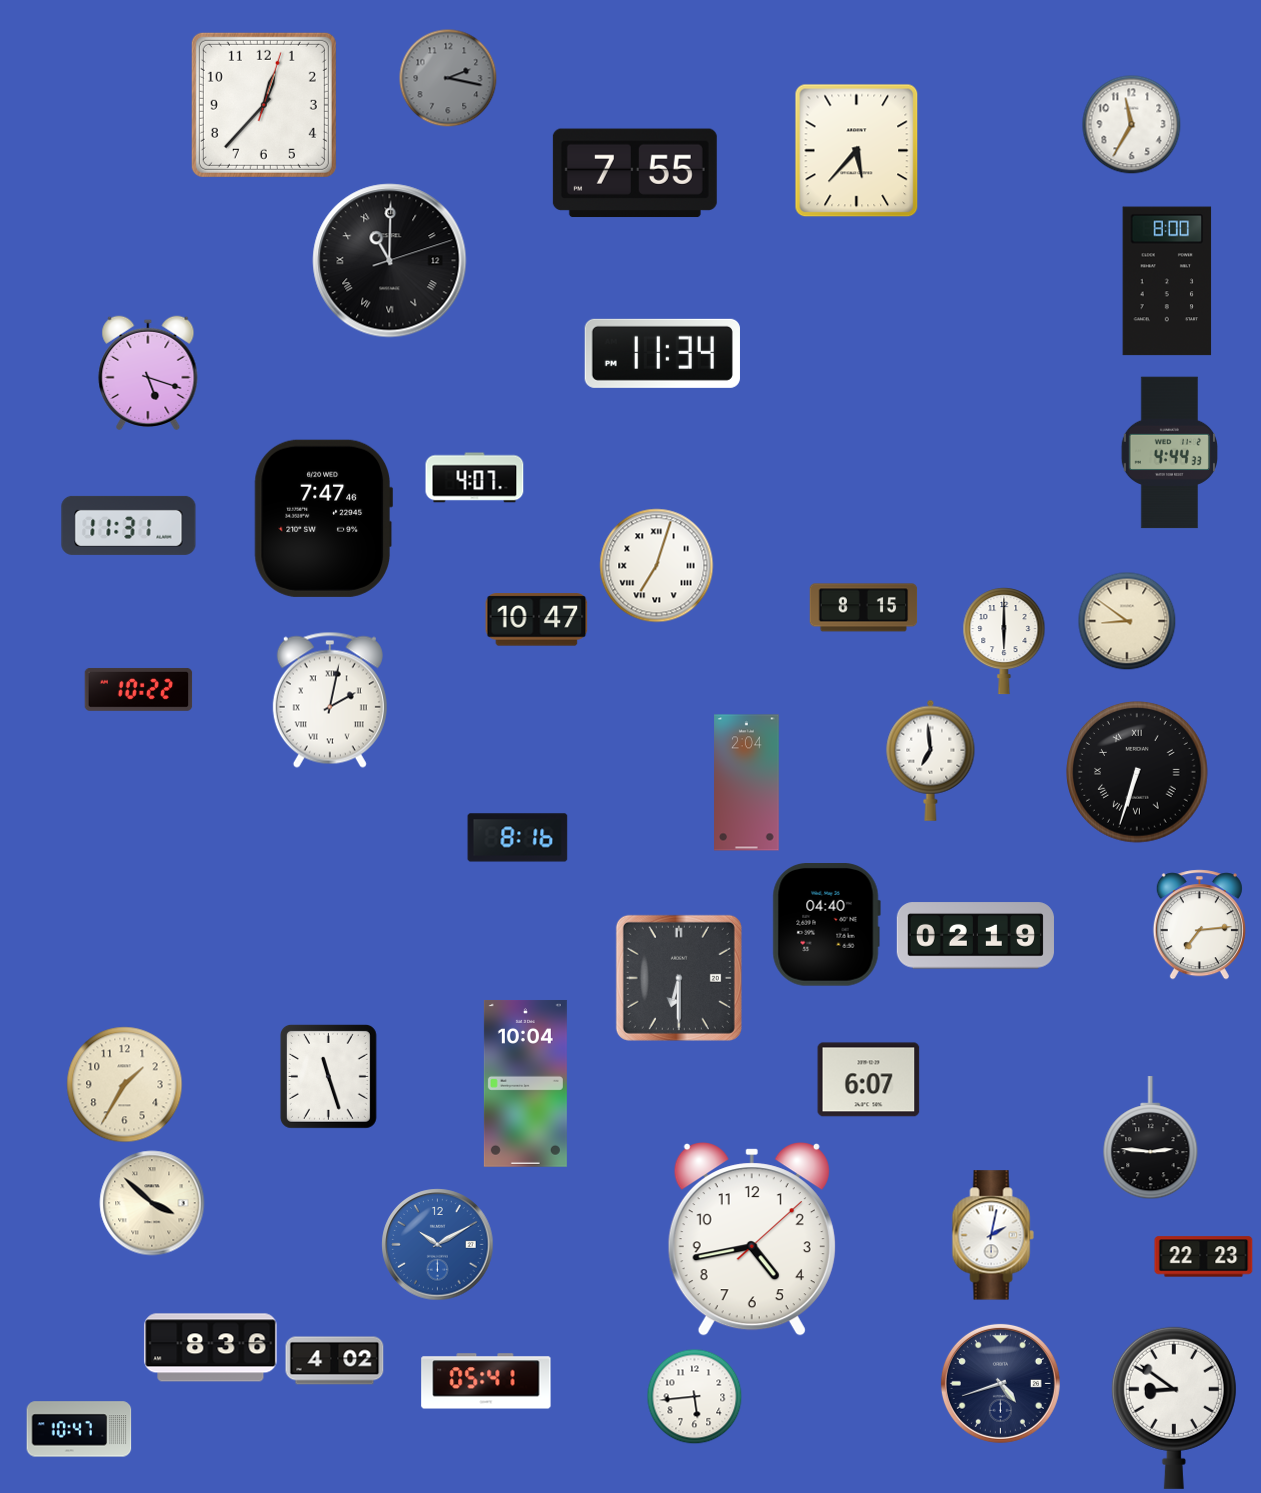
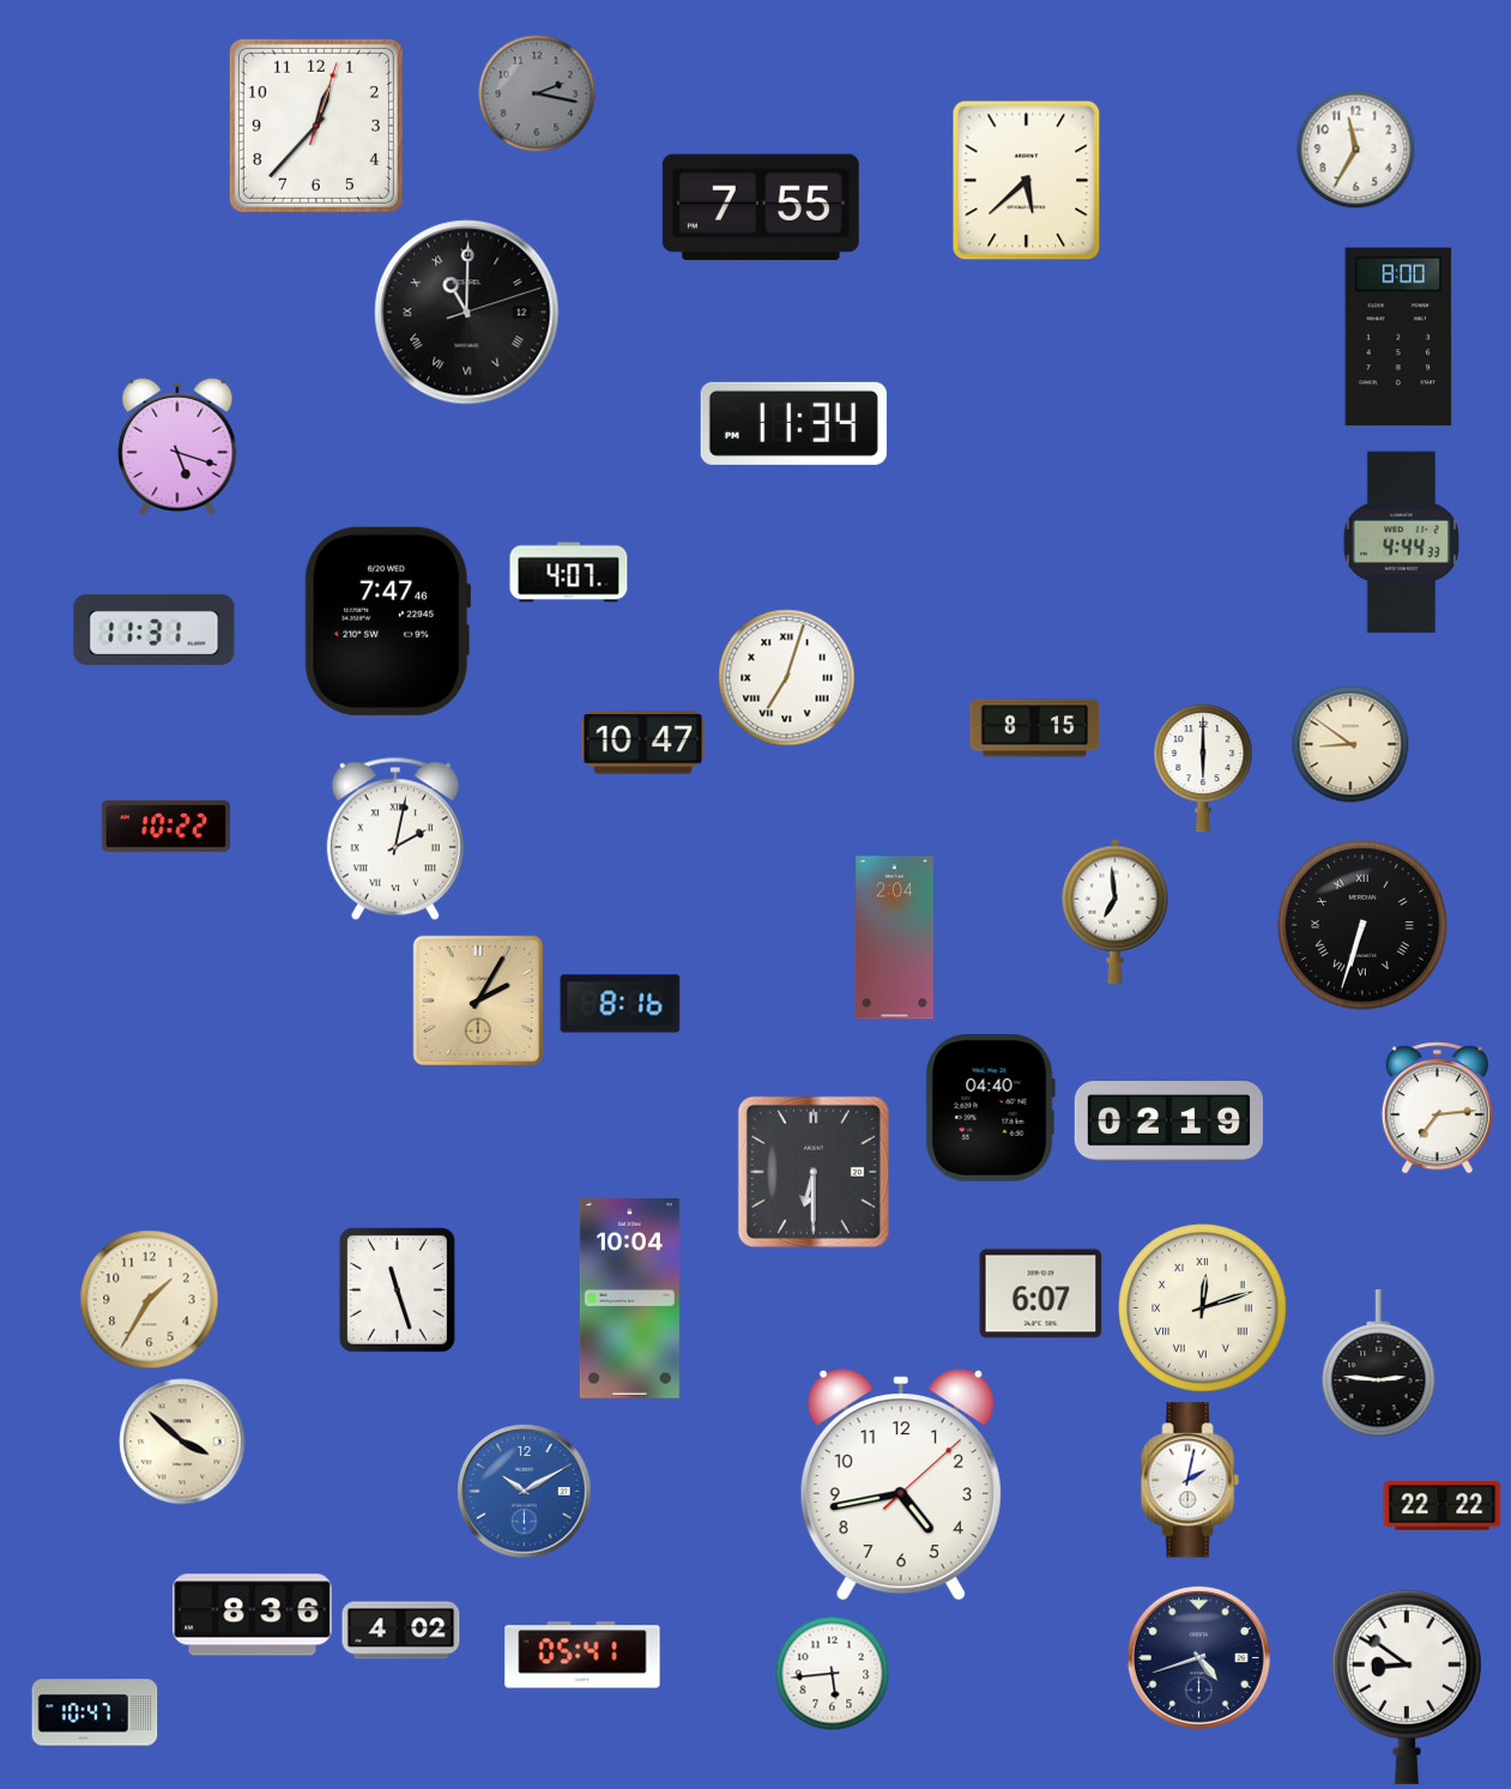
clock at (857, 151): 5:37 -> 5:38
clock at (478, 1001): none -> 2:05
clock at (328, 1076) position: (328, 1076) -> (397, 1289)
clock at (1203, 1308): none -> 12:12
clock at (1204, 1257): 22:23 -> 22:22
